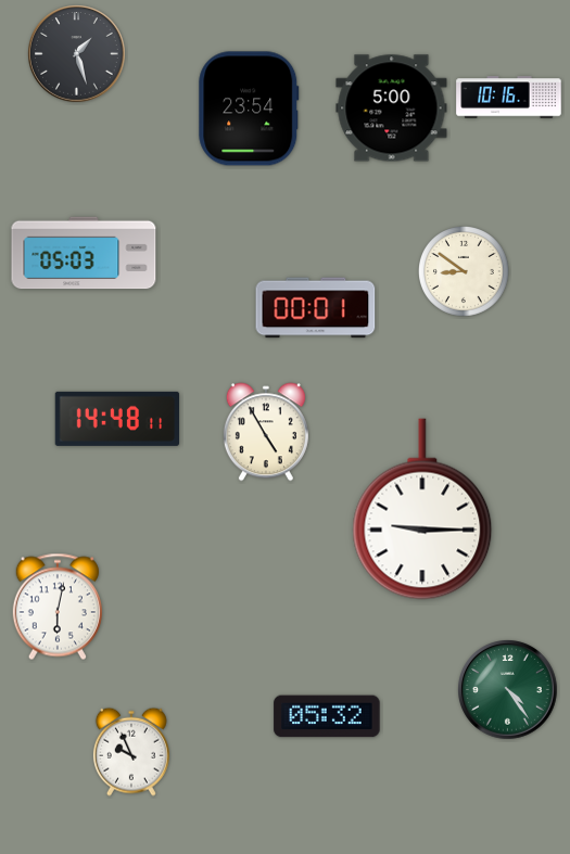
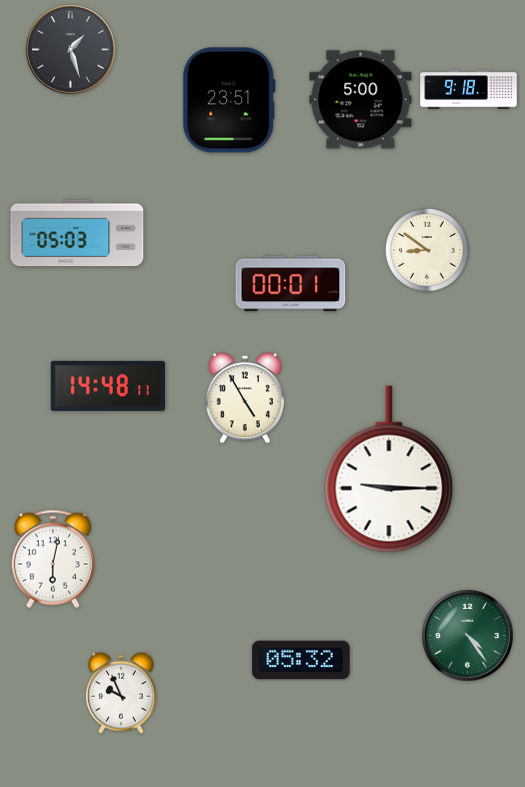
clock at (509, 98): 10:16 -> 9:18
clock at (249, 109): 23:54 -> 23:51
